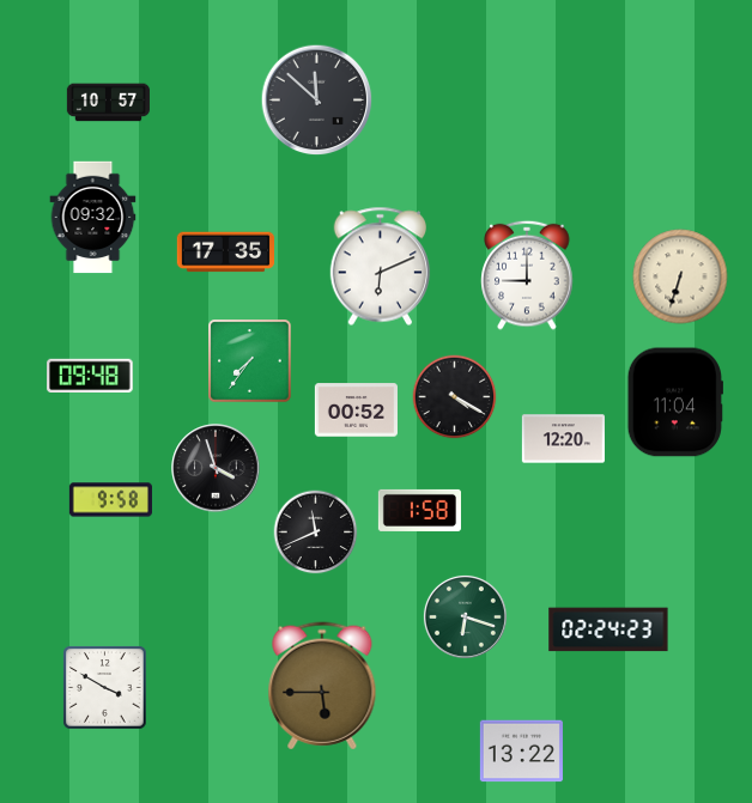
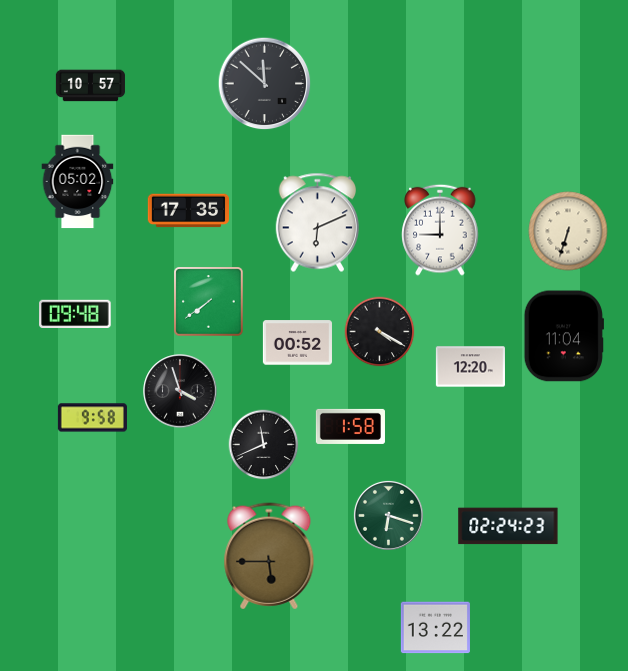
clock at (93, 218): 09:32 -> 05:02
clock at (250, 361): 7:36 -> 7:39
clock at (322, 686) position: (322, 686) -> (269, 556)
clock at (105, 688): 3:50 -> none
